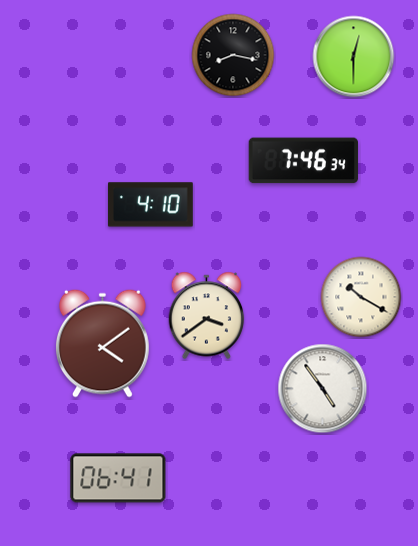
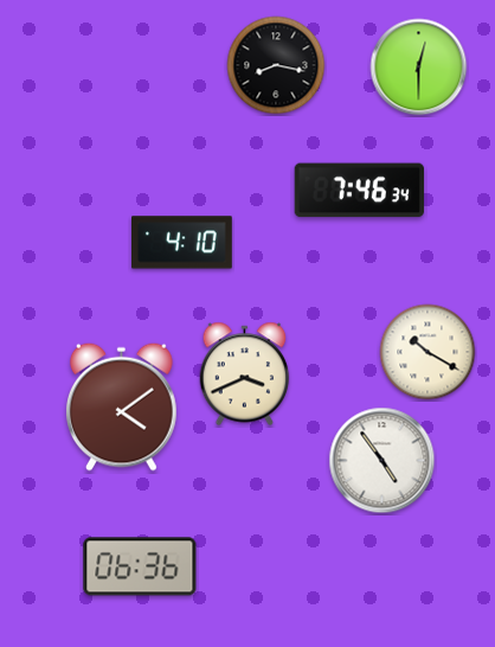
clock at (151, 205) position: (151, 205) -> (182, 243)
clock at (207, 316): 3:39 -> 3:41
clock at (118, 478): 06:41 -> 06:36
